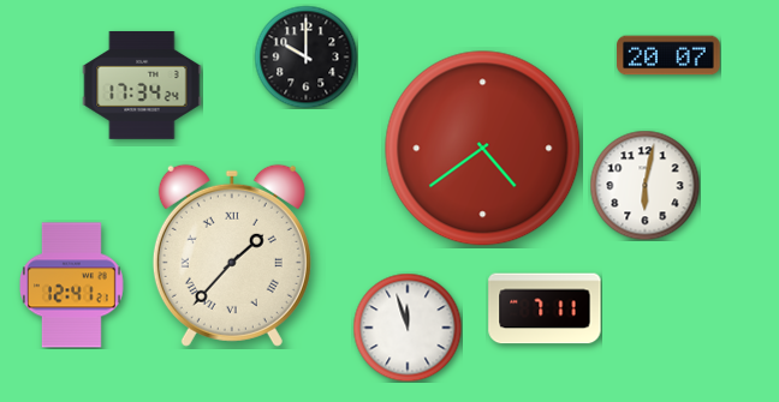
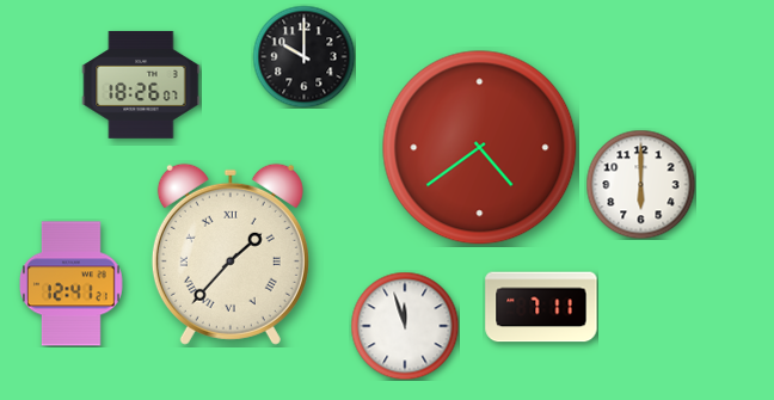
clock at (668, 55): 20:07 -> none
clock at (142, 85): 17:34 -> 18:26
clock at (644, 185): 6:02 -> 6:00
